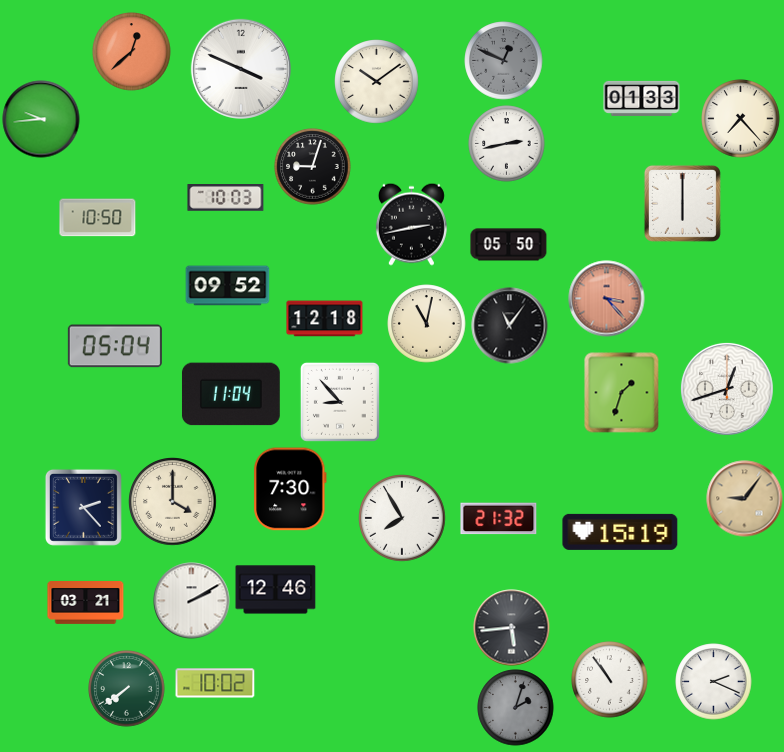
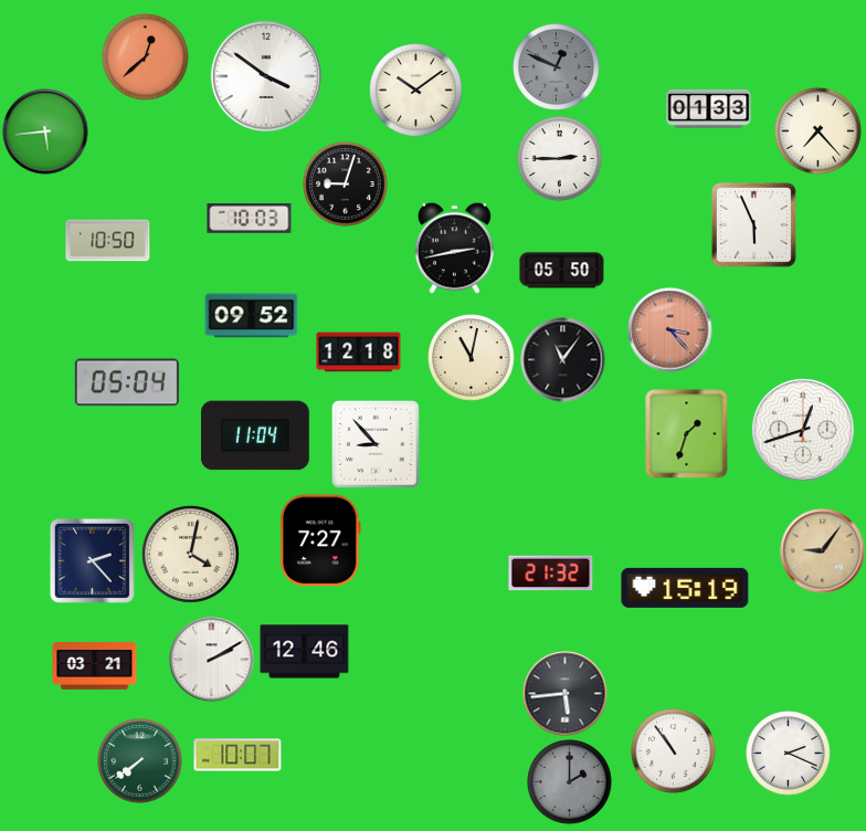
clock at (241, 69): 3:49 -> 3:51
clock at (41, 119): 9:44 -> 5:44
clock at (507, 144): 2:43 -> 2:45
clock at (682, 203): 6:00 -> 5:56
clock at (290, 489): 7:30 -> 7:27
clock at (173, 502): 4:00 -> 4:02
clock at (403, 519): 7:55 -> none
clock at (192, 601) position: (192, 601) -> (212, 660)
clock at (215, 683): 10:02 -> 10:07
clock at (516, 708): 2:03 -> 2:00
